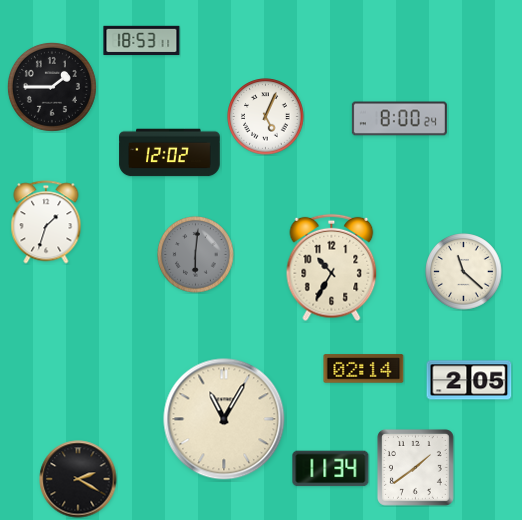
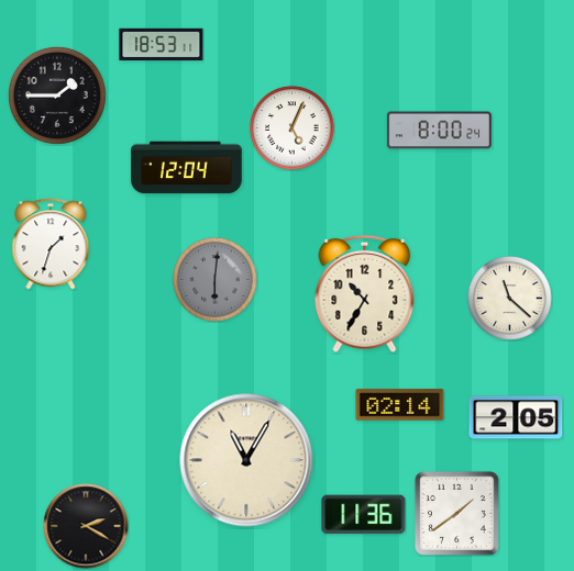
clock at (142, 41) position: (142, 41) -> (162, 45)
clock at (170, 153): 12:02 -> 12:04
clock at (331, 469): 11:34 -> 11:36
